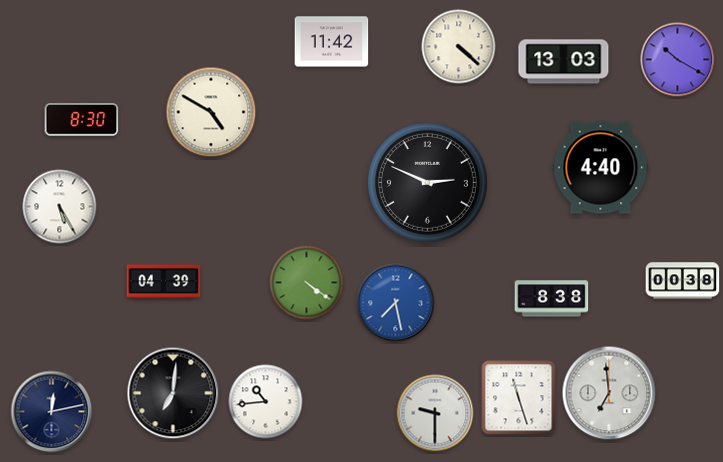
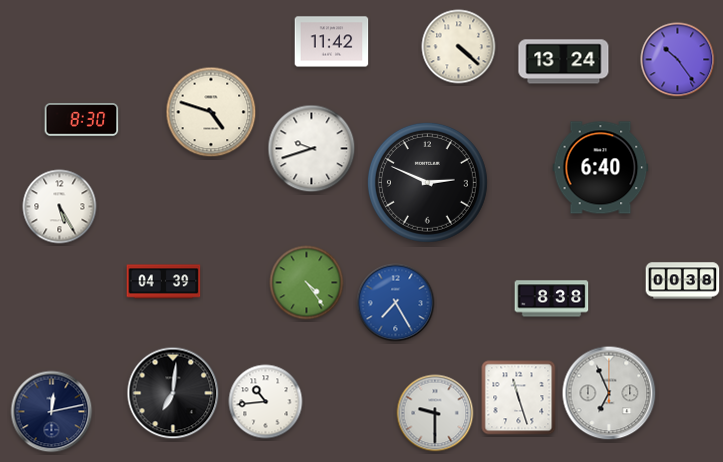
clock at (678, 60): 10:20 -> 10:24
clock at (564, 62): 13:03 -> 13:24
clock at (211, 112): 4:50 -> 4:48
clock at (312, 149): none -> 9:42
clock at (601, 168): 4:40 -> 6:40
clock at (307, 283): 4:21 -> 4:24
clock at (396, 303): 7:28 -> 7:25
clock at (609, 393): 6:59 -> 6:56
